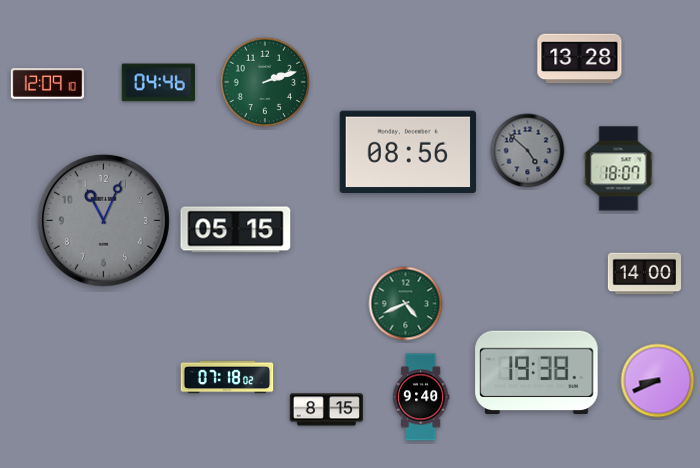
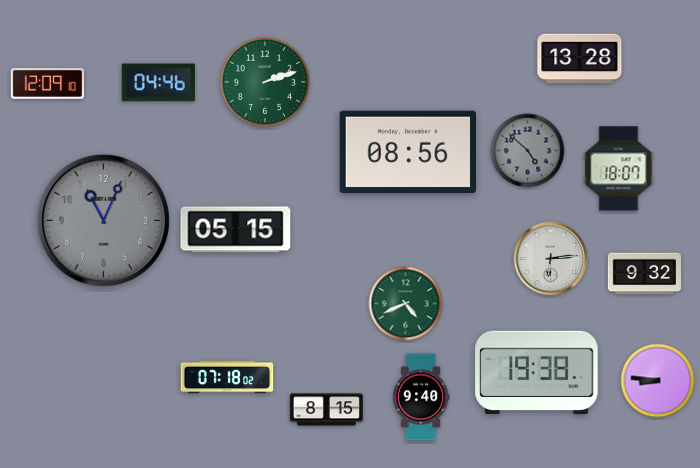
clock at (551, 259): none -> 6:14
clock at (645, 274): 14:00 -> 9:32
clock at (658, 381): 8:41 -> 8:46
